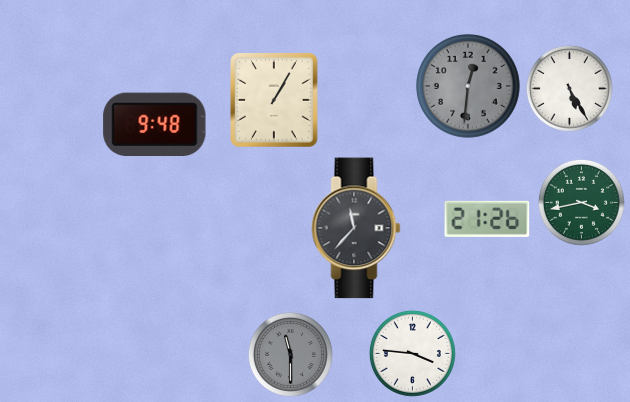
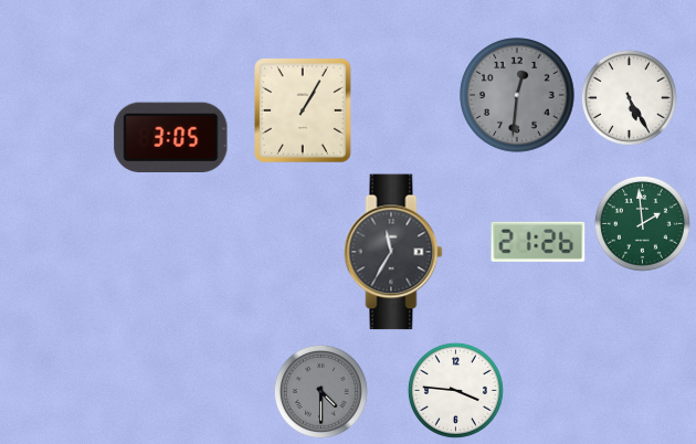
clock at (155, 125): 9:48 -> 3:05
clock at (581, 202): 3:43 -> 1:59
clock at (356, 228): 11:37 -> 11:35
clock at (290, 354): 11:30 -> 4:30
